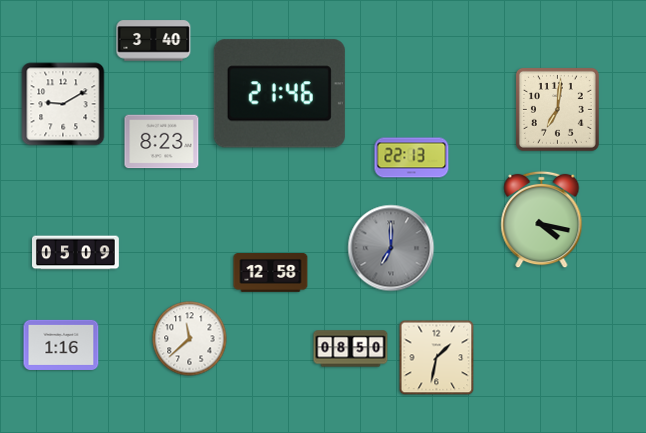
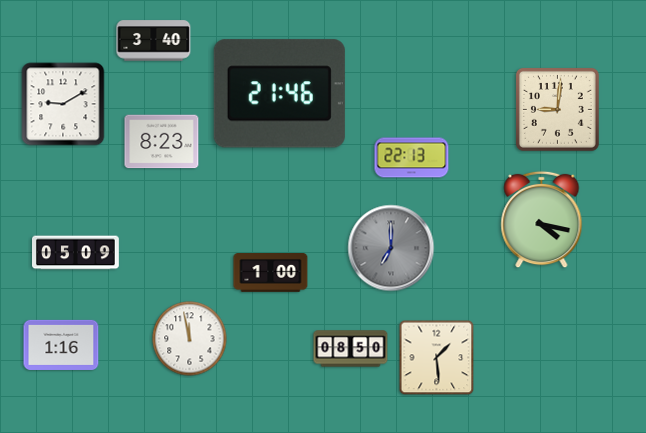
clock at (557, 109): 7:01 -> 9:01
clock at (271, 273): 12:58 -> 1:00
clock at (190, 339): 11:38 -> 11:58
clock at (437, 358): 1:32 -> 1:29
